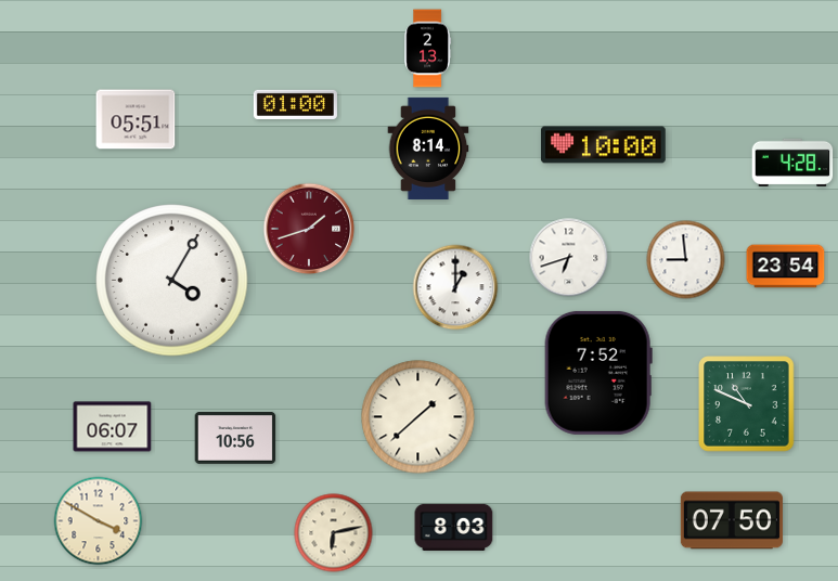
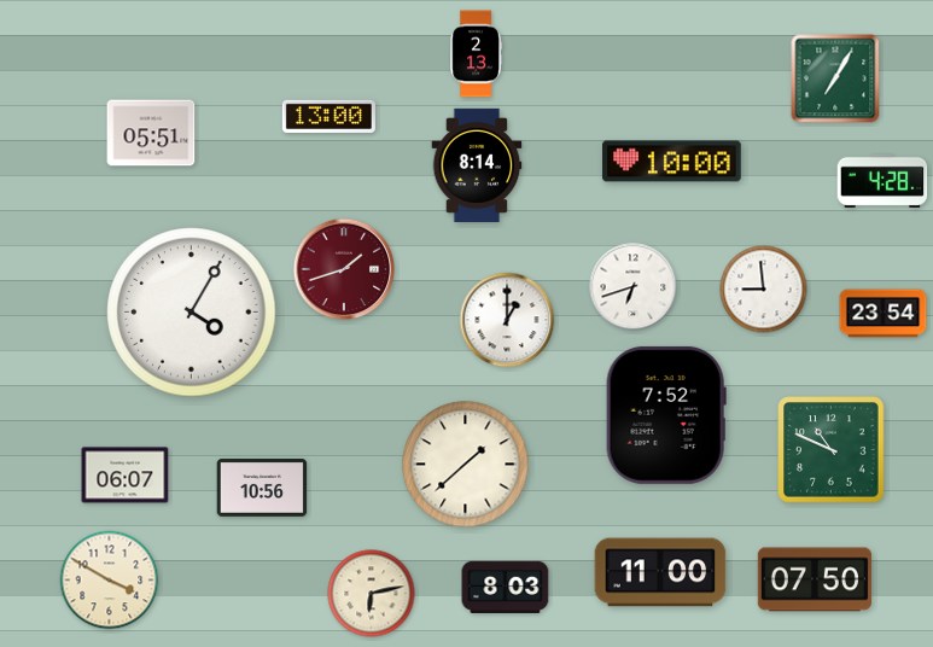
clock at (835, 78): none -> 7:05
clock at (295, 104): 01:00 -> 13:00
clock at (309, 229) position: (309, 229) -> (344, 269)
clock at (786, 267) position: (786, 267) -> (884, 314)
clock at (660, 572): none -> 11:00
